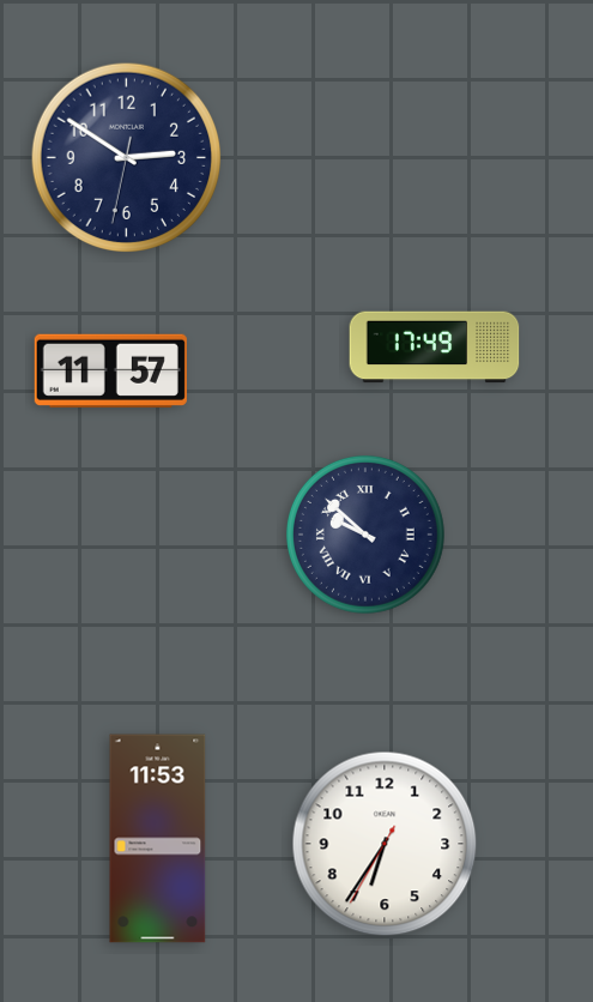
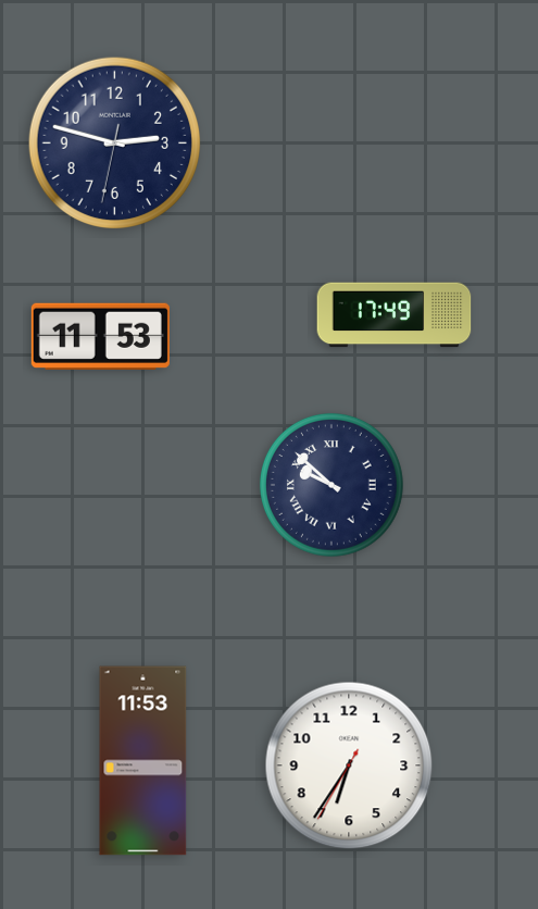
clock at (127, 158): 2:50 -> 2:47
clock at (110, 370): 11:57 -> 11:53
